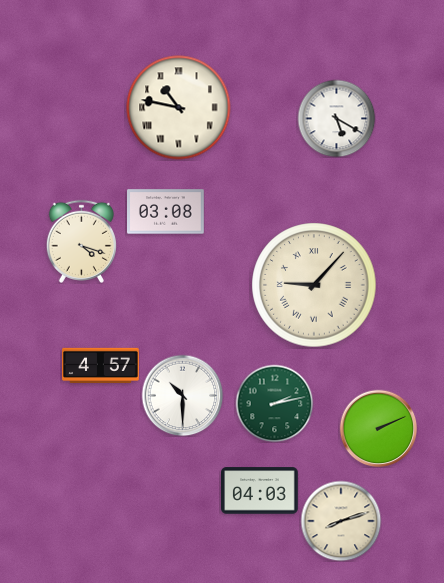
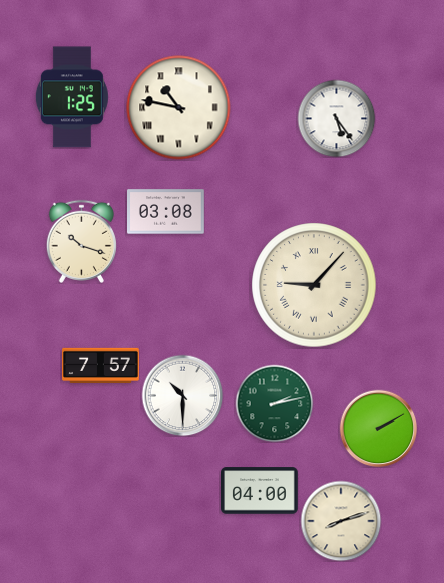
clock at (72, 97): none -> 1:25
clock at (336, 118): 5:20 -> 5:24
clock at (81, 241): 4:18 -> 10:18
clock at (101, 365): 4:57 -> 7:57
clock at (378, 428): 2:11 -> 2:10
clock at (260, 491): 04:03 -> 04:00
